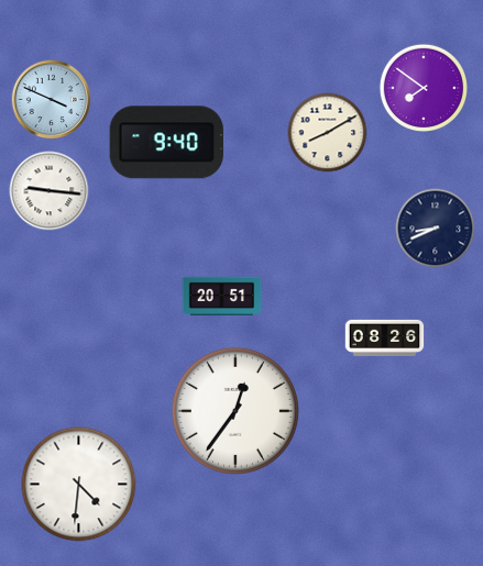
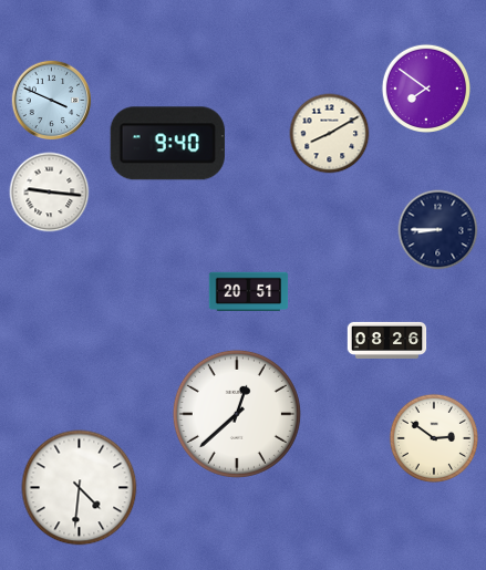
clock at (436, 229): 8:41 -> 8:45
clock at (222, 296) position: (222, 296) -> (249, 291)
clock at (235, 411): 12:36 -> 12:38
clock at (433, 437): none -> 2:51
